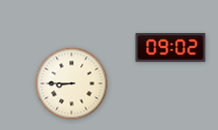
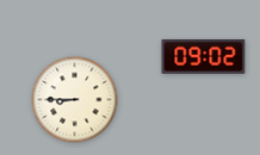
clock at (72, 84) position: (72, 84) -> (75, 100)
